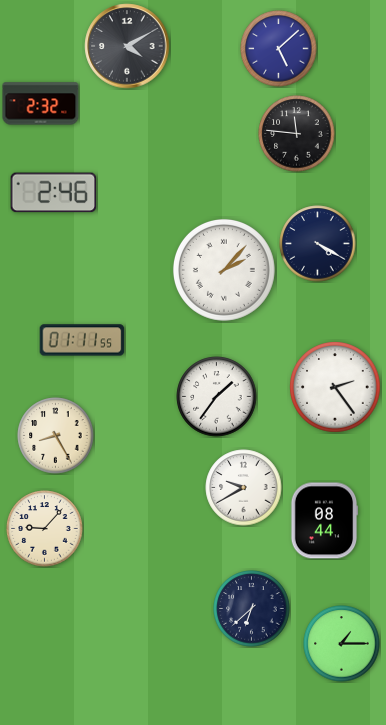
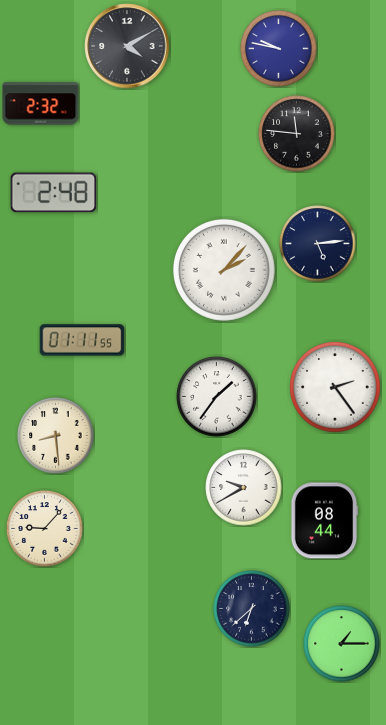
clock at (279, 49): 5:08 -> 9:47
clock at (54, 193): 2:46 -> 2:48
clock at (318, 244): 4:20 -> 5:14
clock at (56, 436): 8:25 -> 8:29
